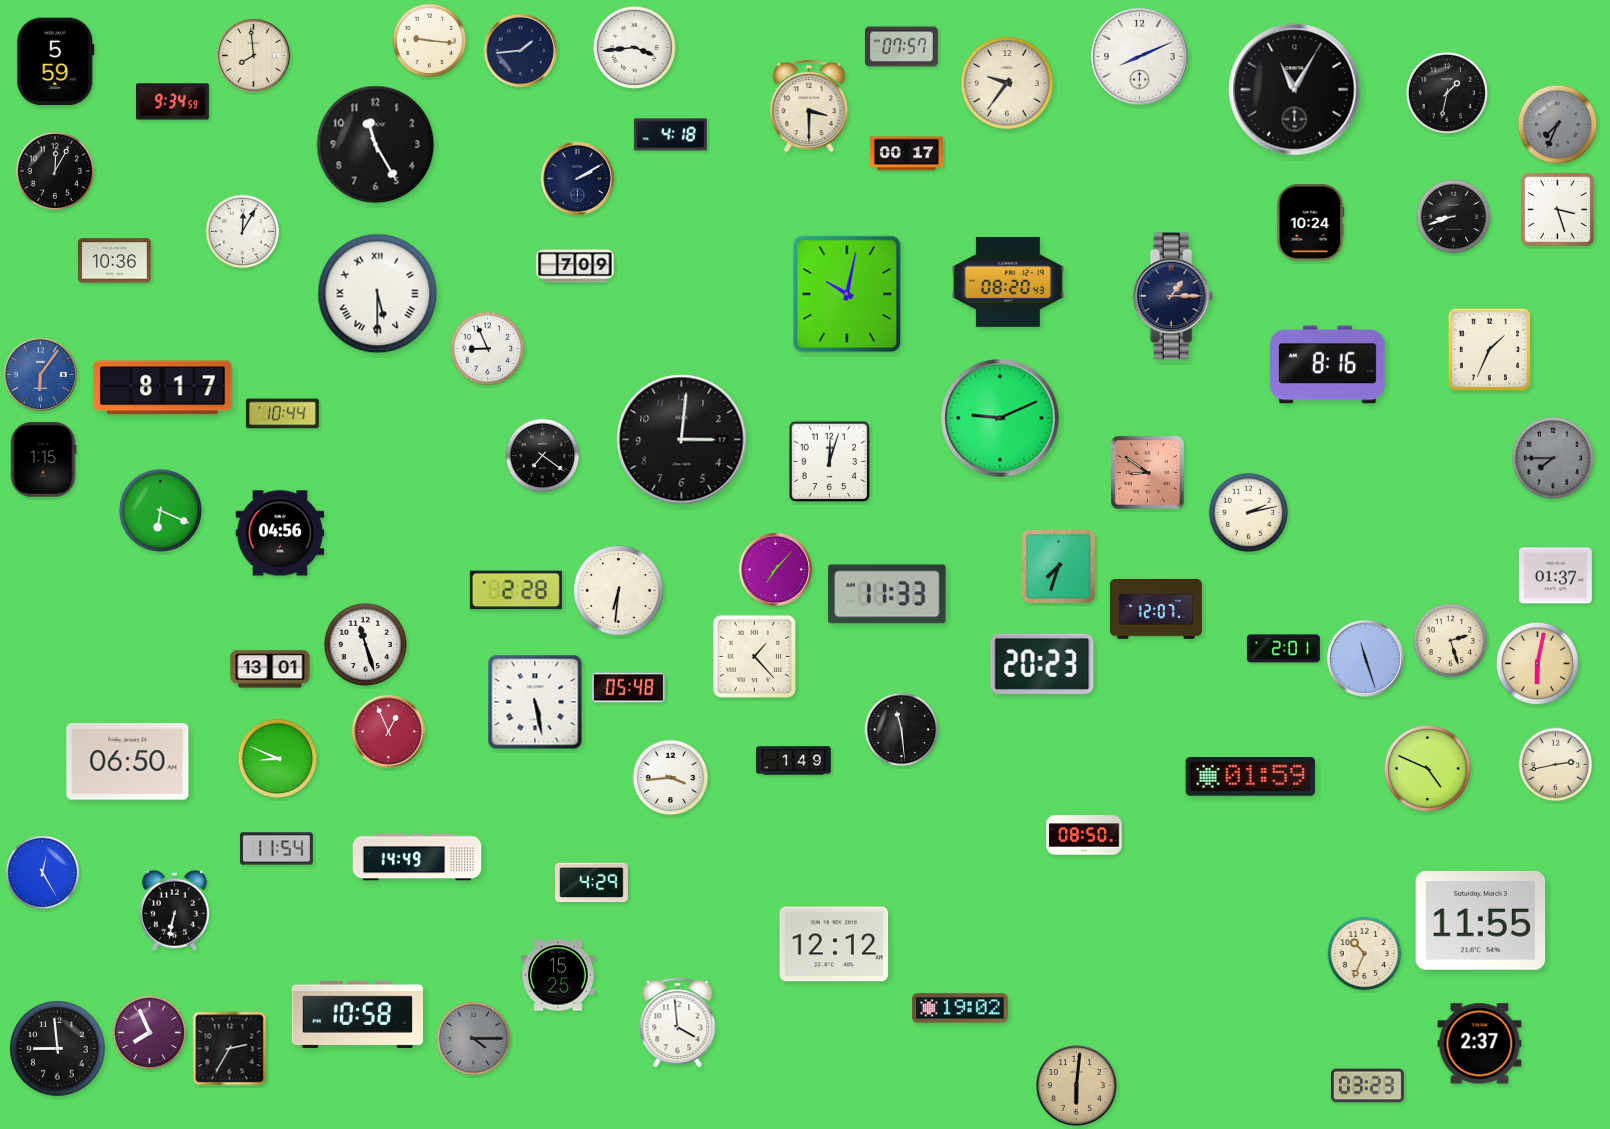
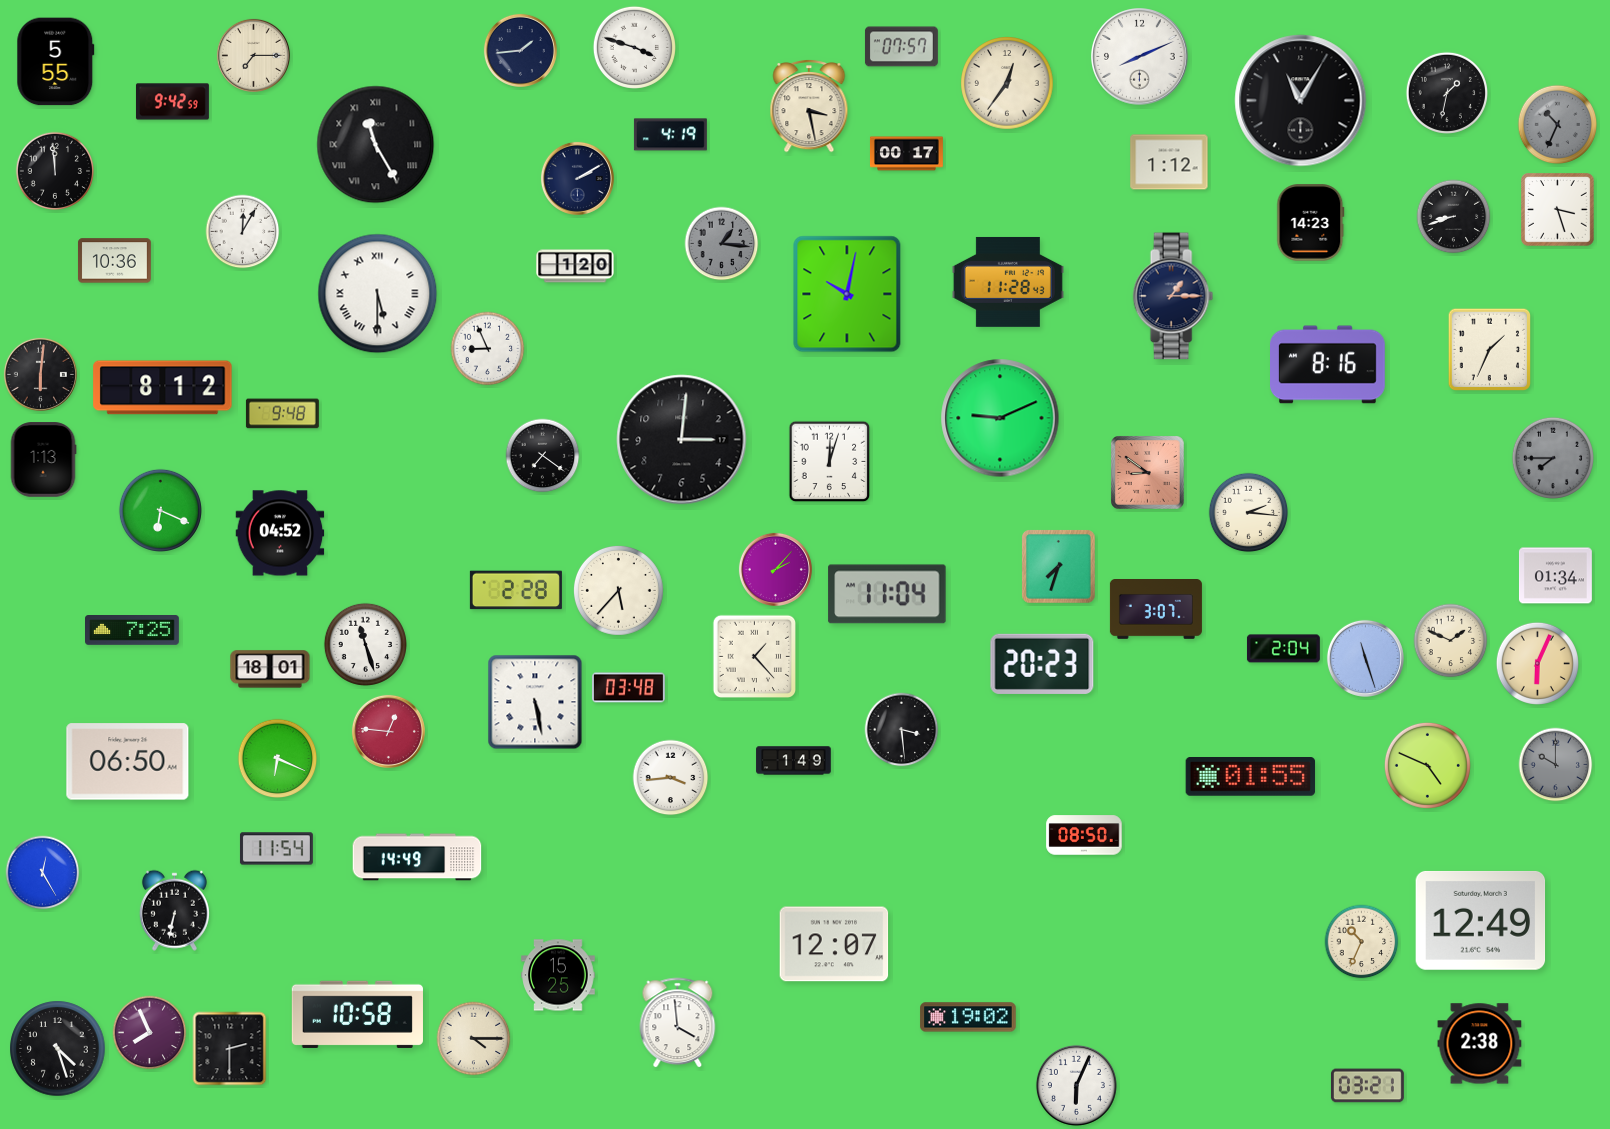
clock at (430, 41): 9:16 -> none
clock at (634, 47): 3:44 -> 3:48
clock at (253, 55): 7:59 -> 7:15
clock at (56, 62): 5:59 -> 5:55
clock at (1007, 83): 9:36 -> 12:36
clock at (1295, 90) position: (1295, 90) -> (1301, 101)
clock at (172, 102): 9:34 -> 9:42
clock at (809, 106): 3:30 -> 3:28
clock at (1558, 125): 7:34 -> 10:34
clock at (670, 135): 4:18 -> 4:19
clock at (376, 145) numerals: Arabic -> Roman
clock at (1169, 162): none -> 1:12
clock at (55, 171): 12:05 -> 11:59
clock at (1311, 223): 10:24 -> 14:23
clock at (722, 244): none -> 1:16
clock at (575, 266): 7:09 -> 1:20
clock at (1008, 282): 08:20 -> 11:28
clock at (40, 374): 6:06 -> 6:01
clock at (40, 374) dial: blue -> black
clock at (163, 388): 8:17 -> 8:12
clock at (282, 414): 10:44 -> 9:48
clock at (43, 460): 1:15 -> 1:13
clock at (1249, 513): 2:13 -> 2:16
clock at (280, 533): 04:56 -> 04:52
clock at (775, 569): 7:07 -> 2:07
clock at (1555, 576): 01:37 -> 01:34
clock at (619, 591): 6:31 -> 5:37
clock at (887, 594): 11:33 -> 11:04
clock at (1156, 610): 12:07 -> 3:07
clock at (133, 631): none -> 7:25
clock at (1451, 641): 2:27 -> 1:49
clock at (1283, 649): 2:01 -> 2:04
clock at (1537, 663): 6:02 -> 6:04
clock at (270, 669): 13:01 -> 18:01
clock at (628, 688): 05:48 -> 03:48
clock at (902, 730): 11:29 -> 3:29
clock at (388, 731): 12:56 -> 12:46
clock at (278, 759): 8:49 -> 6:19
clock at (1556, 765): 2:43 -> 10:00
clock at (1556, 765) dial: cream -> grey
clock at (1427, 768) position: (1427, 768) -> (1427, 765)
clock at (1251, 777): 01:59 -> 01:55
clock at (591, 883): 4:29 -> none
clock at (1481, 920): 11:55 -> 12:49
clock at (834, 944): 12:12 -> 12:07
clock at (1365, 954) position: (1365, 954) -> (1362, 942)
clock at (960, 1008) position: (960, 1008) -> (968, 1017)
clock at (474, 1039) dial: grey -> cream
clock at (1480, 1044): 2:37 -> 2:38
clock at (58, 1049): 8:59 -> 4:27
clock at (230, 1049): 2:35 -> 2:30
clock at (1076, 1085): 6:01 -> 6:04
clock at (1076, 1085) dial: champagne -> white
clock at (1367, 1086): 03:23 -> 03:21
